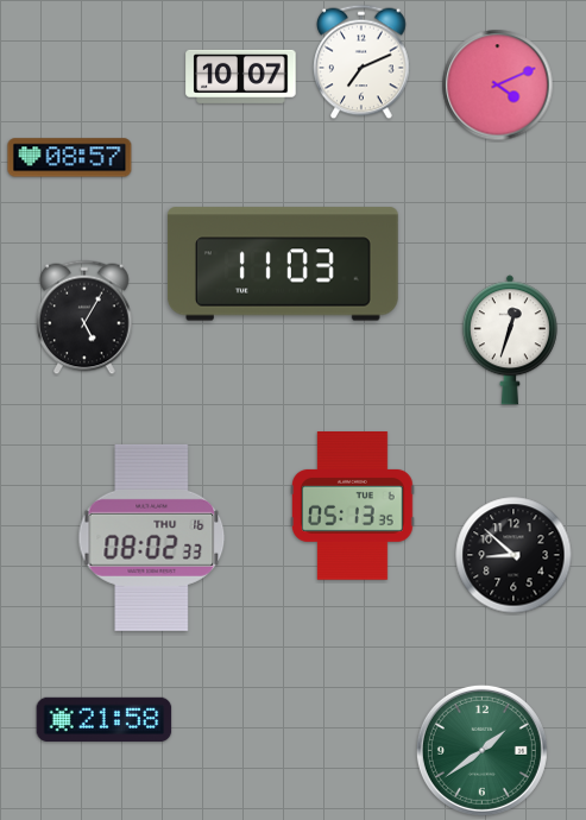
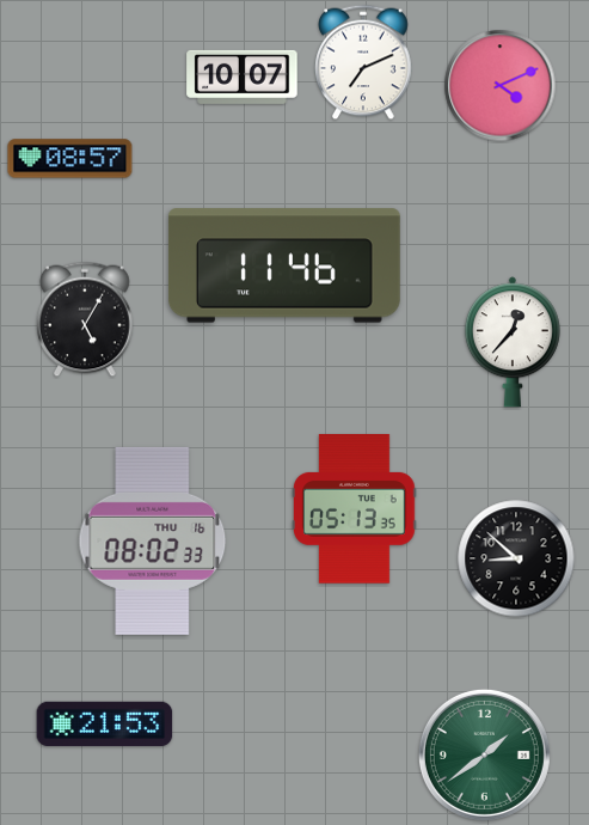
clock at (283, 264): 11:03 -> 11:46
clock at (510, 340): 12:33 -> 12:37
clock at (105, 719): 21:58 -> 21:53
